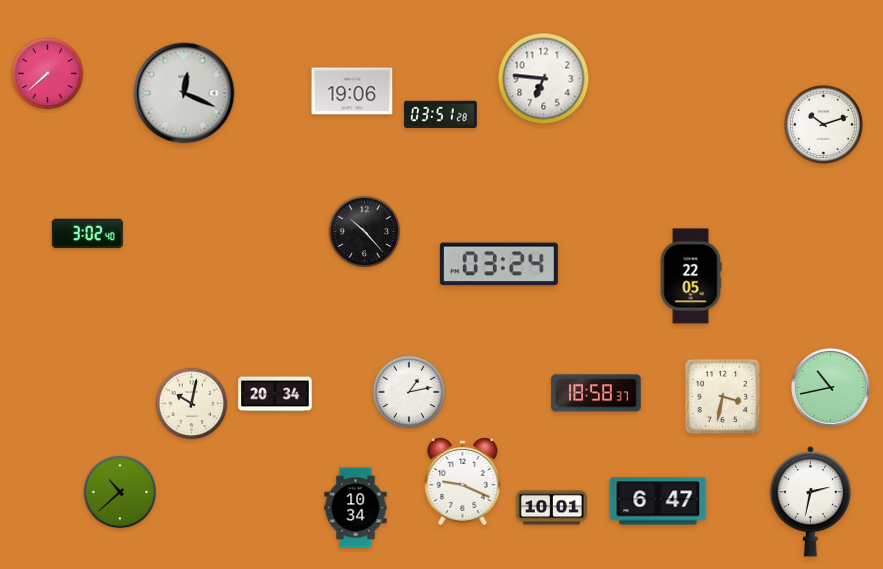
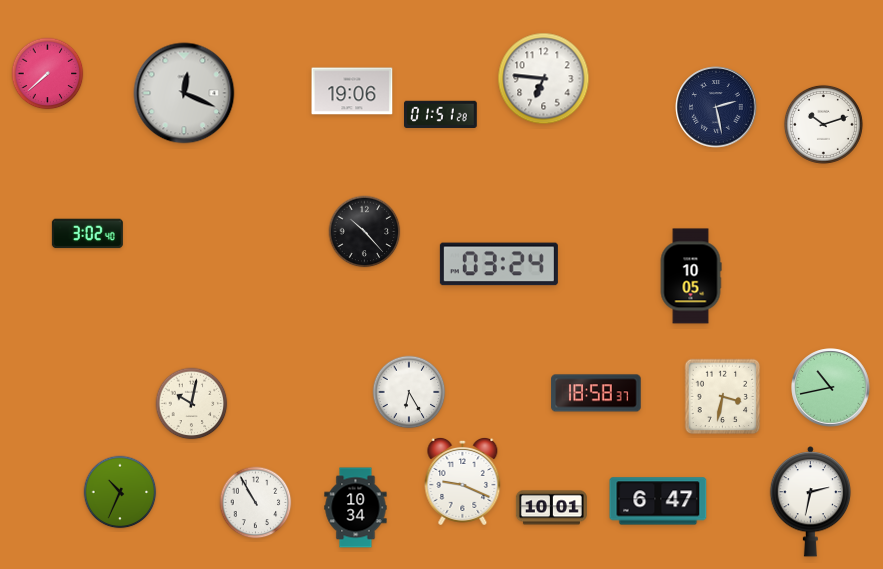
clock at (716, 107): none -> 2:28
clock at (441, 114): 03:51 -> 01:51
clock at (691, 276): 22:05 -> 10:05
clock at (409, 392): 1:13 -> 6:25
clock at (275, 394): 20:34 -> none
clock at (120, 492): 10:38 -> 10:34
clock at (256, 503): none -> 10:55
